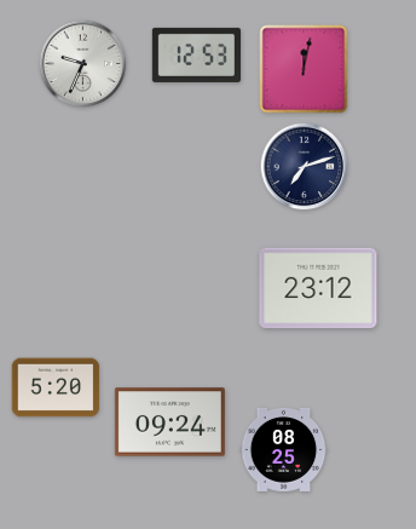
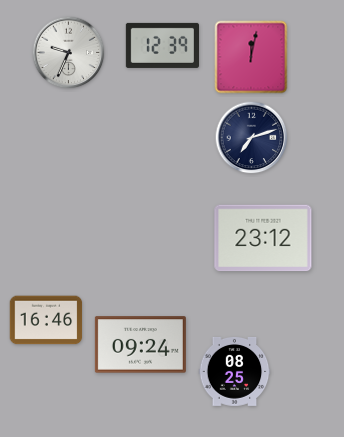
clock at (196, 54): 12:53 -> 12:39
clock at (56, 387): 5:20 -> 16:46
clock at (169, 422) position: (169, 422) -> (140, 345)
